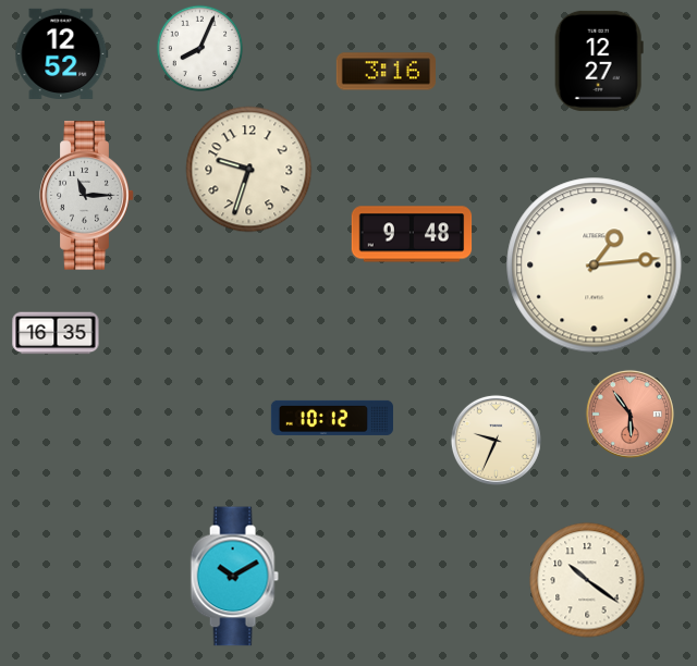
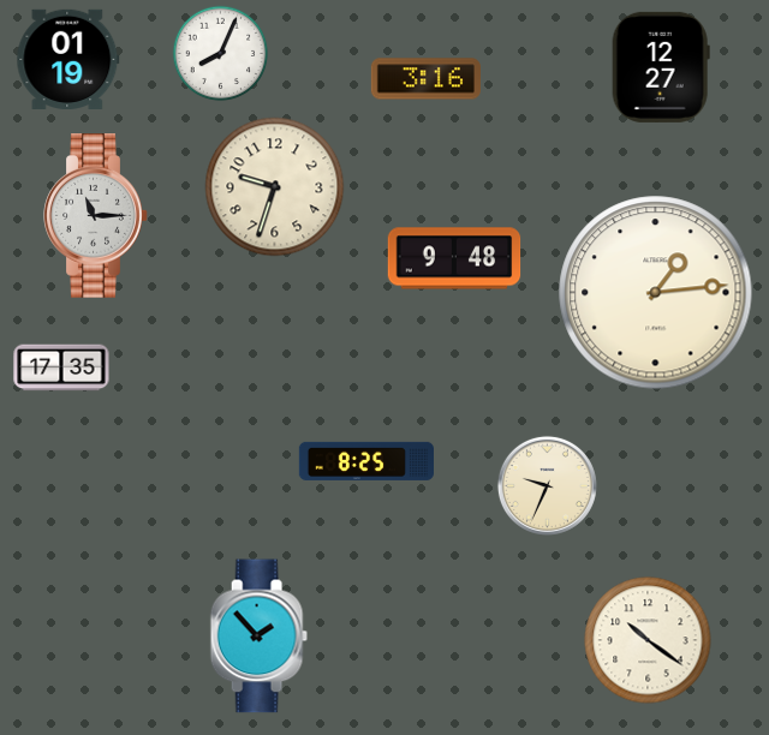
clock at (62, 53): 12:52 -> 01:19
clock at (56, 333): 16:35 -> 17:35
clock at (629, 414): 5:54 -> none
clock at (332, 418): 10:12 -> 8:25
clock at (234, 577): 10:10 -> 1:53
